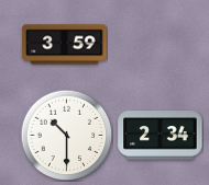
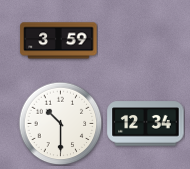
clock at (161, 136): 2:34 -> 12:34
